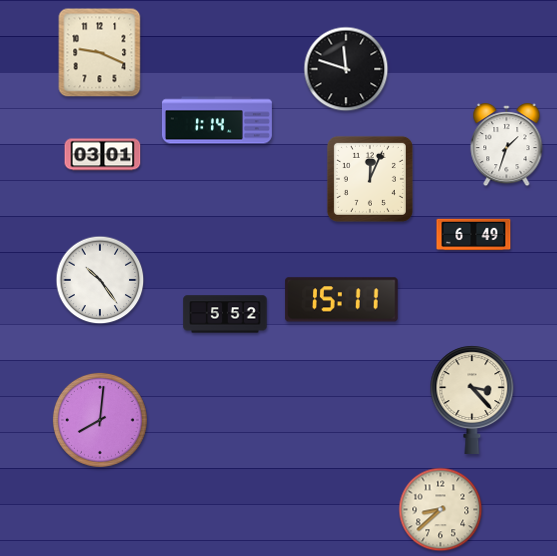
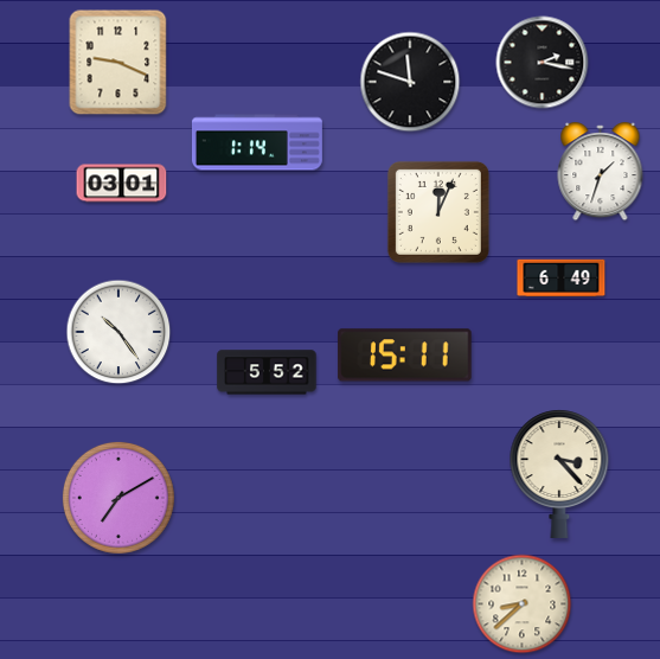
clock at (543, 63): none -> 2:17
clock at (100, 420): 8:01 -> 7:10
